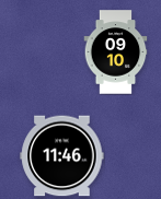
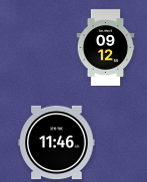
clock at (116, 52): 09:10 -> 09:12
